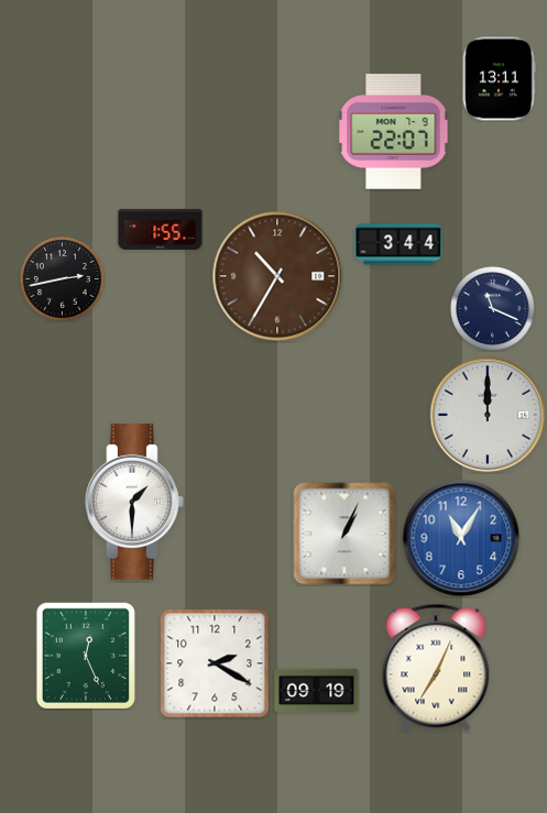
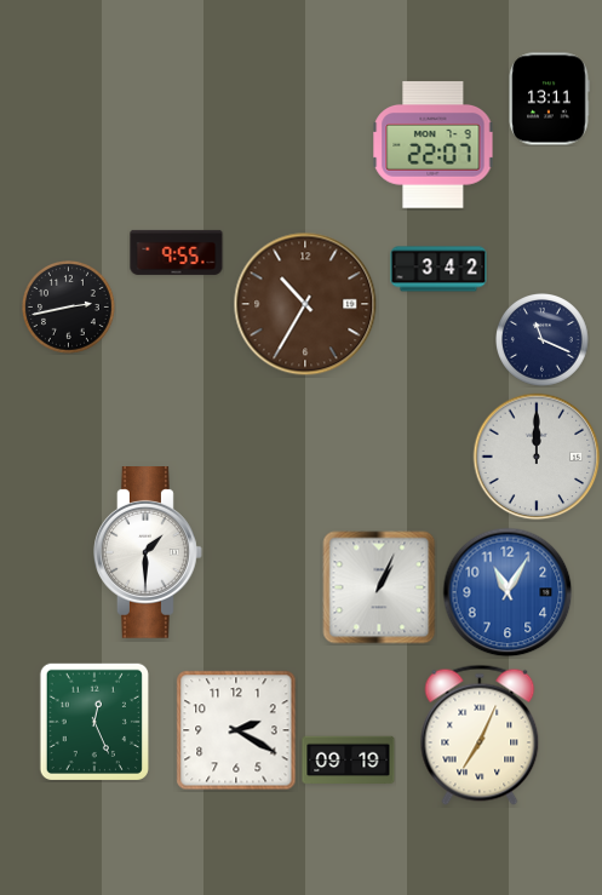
clock at (499, 79) position: (499, 79) -> (549, 99)
clock at (161, 229): 1:55 -> 9:55
clock at (398, 244): 3:44 -> 3:42
